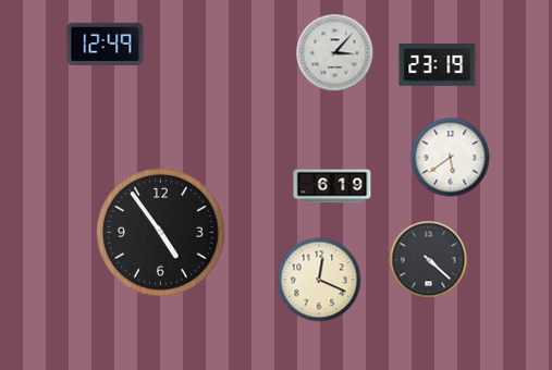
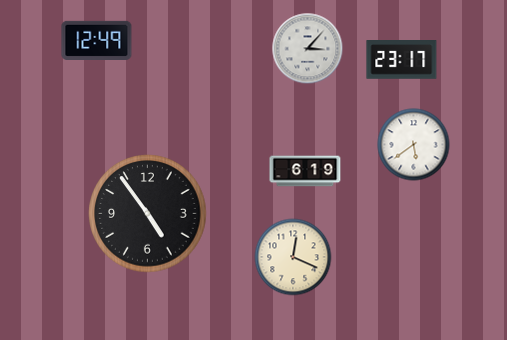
clock at (438, 65): 23:19 -> 23:17
clock at (429, 260): 4:22 -> none
